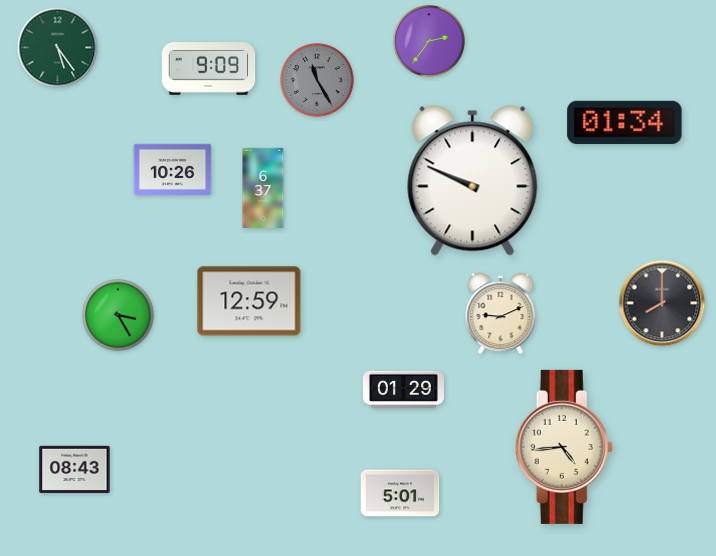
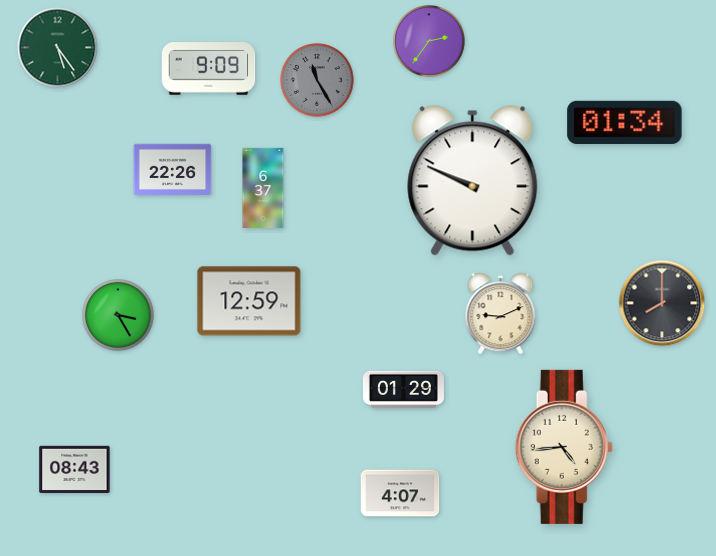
clock at (173, 169): 10:26 -> 22:26
clock at (400, 493): 5:01 -> 4:07
